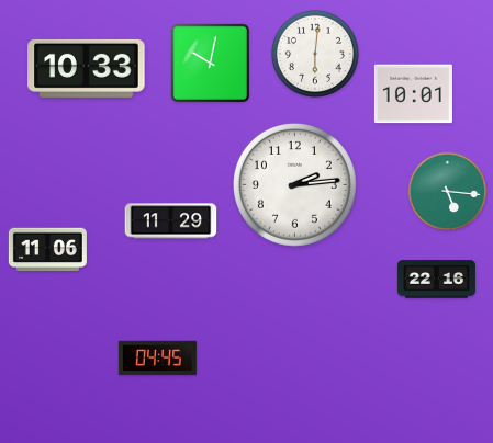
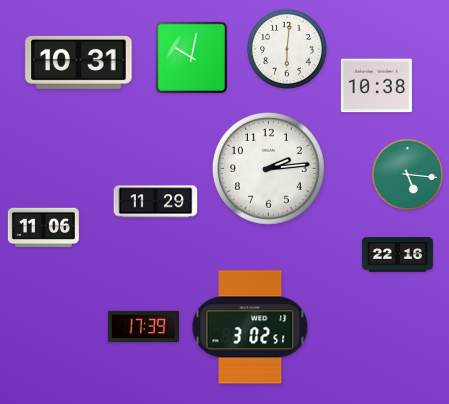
clock at (87, 68): 10:33 -> 10:31
clock at (413, 94): 10:01 -> 10:38
clock at (157, 359): 04:45 -> 17:39
clock at (250, 327): none -> 3:02
